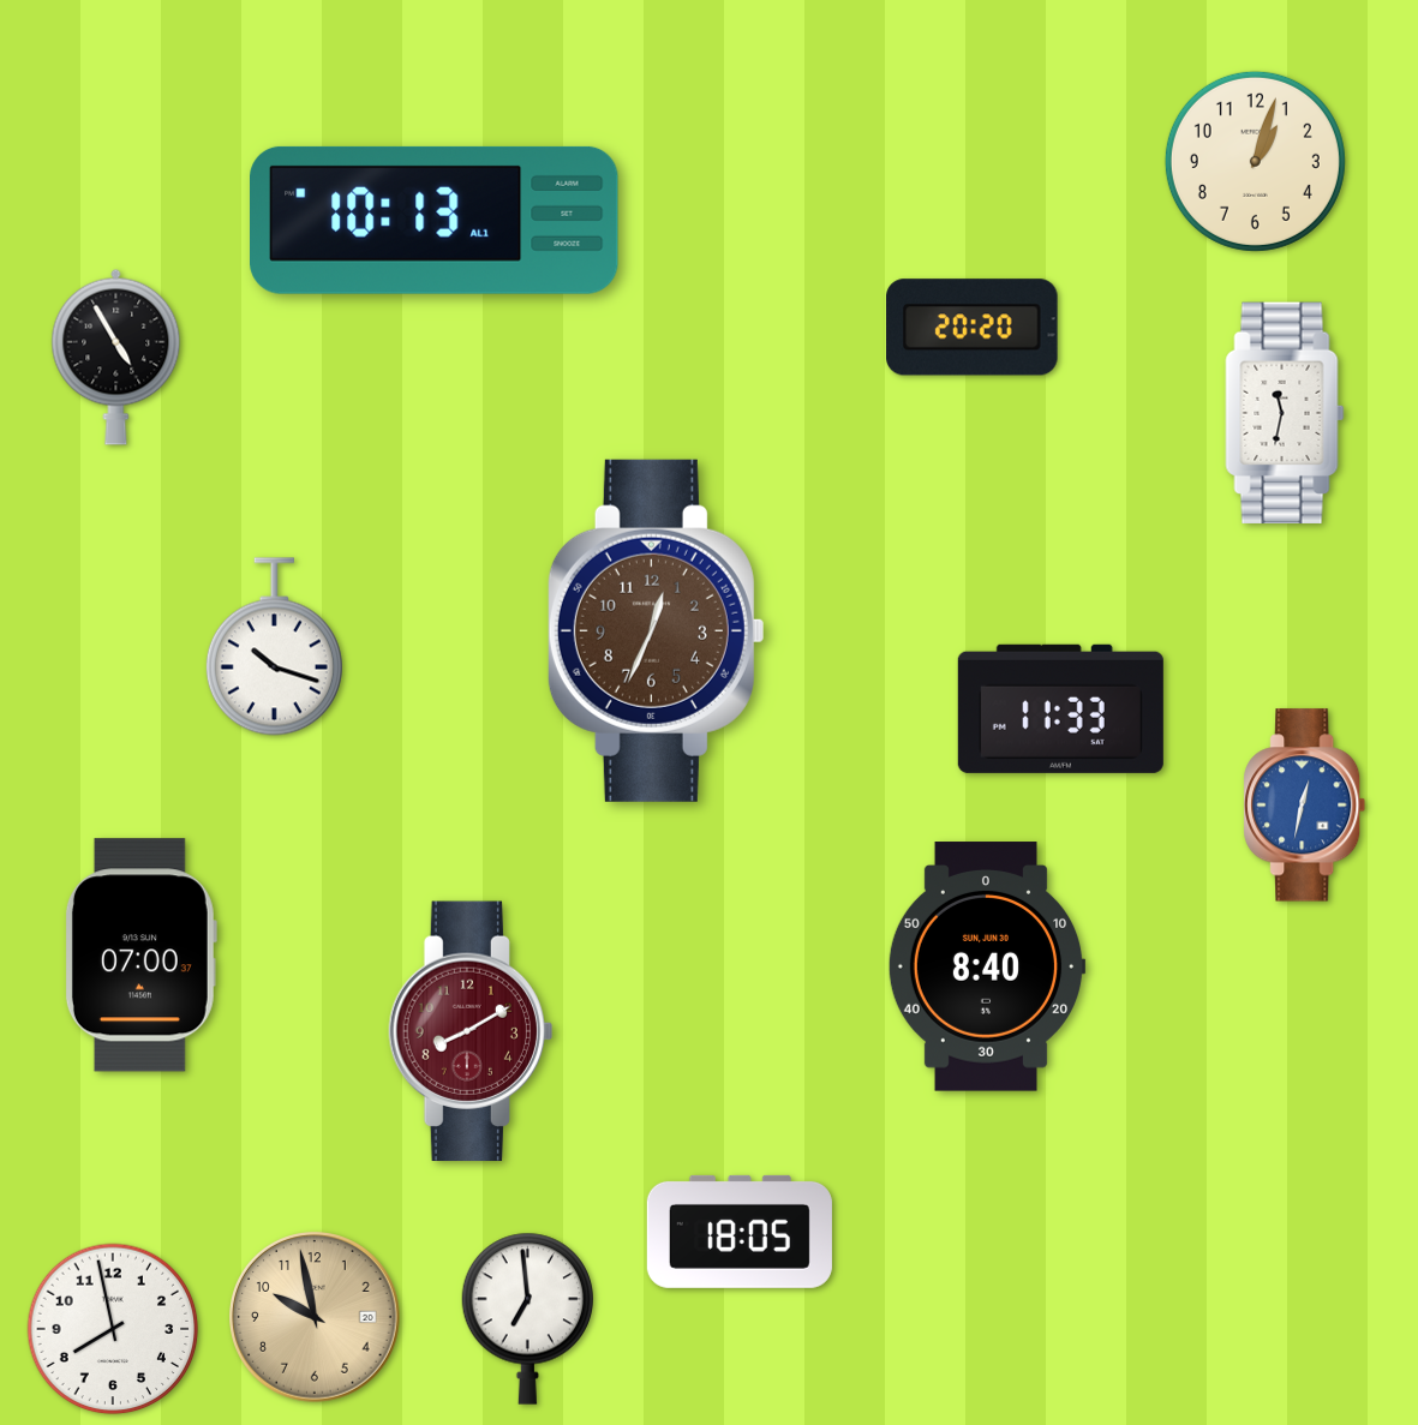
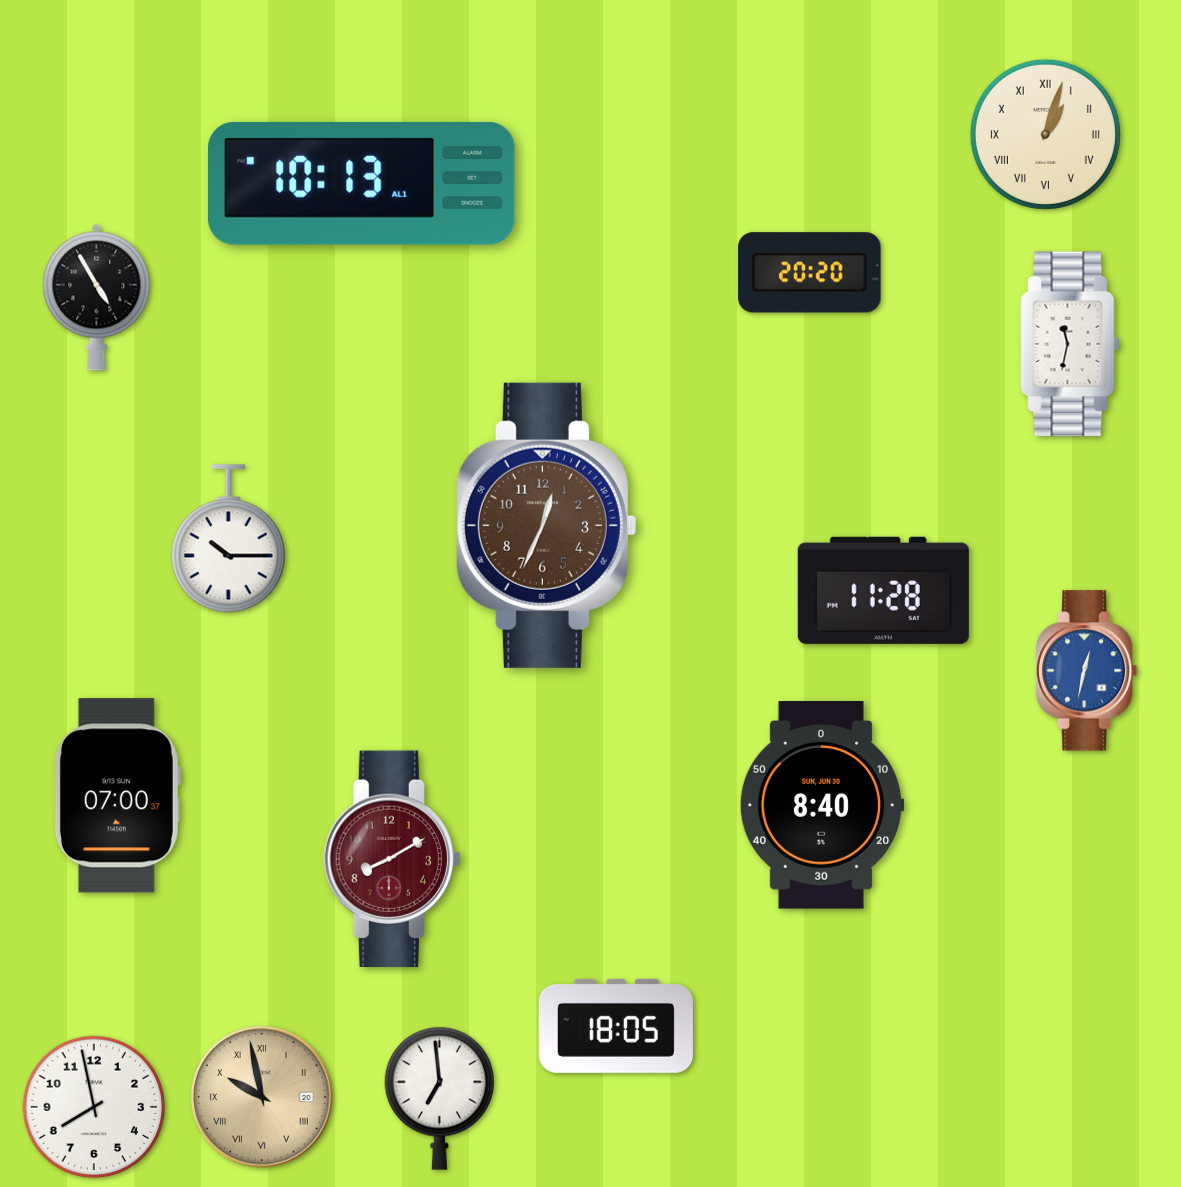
clock at (1255, 161) numerals: Arabic -> Roman
clock at (274, 647): 10:18 -> 10:15
clock at (1060, 708): 11:33 -> 11:28
clock at (316, 1318) numerals: Arabic -> Roman
